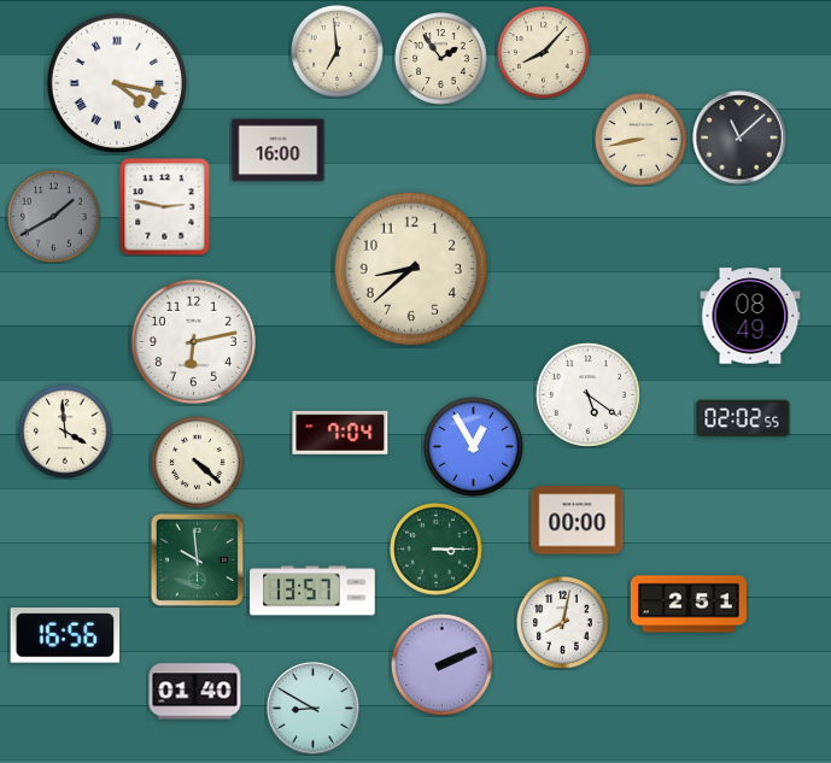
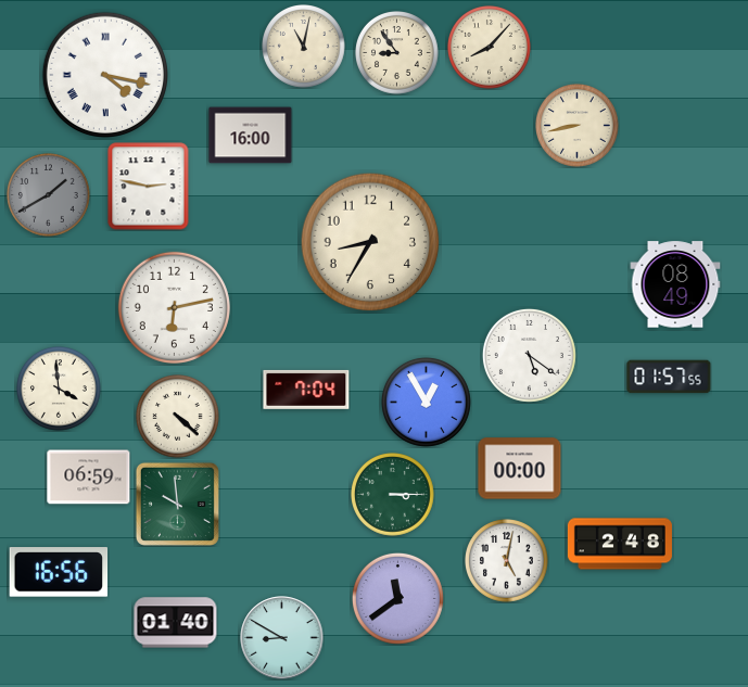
clock at (338, 52): 6:59 -> 11:02
clock at (441, 59): 1:54 -> 8:54
clock at (739, 137): 11:08 -> none
clock at (411, 269): 8:38 -> 8:35
clock at (743, 418): 02:02 -> 01:57
clock at (89, 478): none -> 06:59
clock at (312, 591): 13:57 -> none
clock at (689, 604): 2:51 -> 2:48
clock at (563, 623): 8:02 -> 5:02
clock at (441, 664): 2:11 -> 11:39
